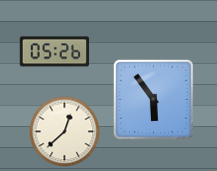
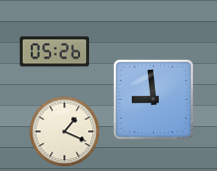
clock at (153, 99): 5:54 -> 8:59
clock at (65, 132): 12:38 -> 1:19
